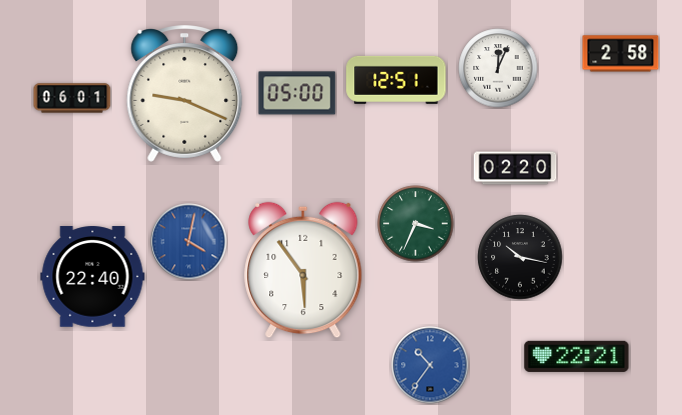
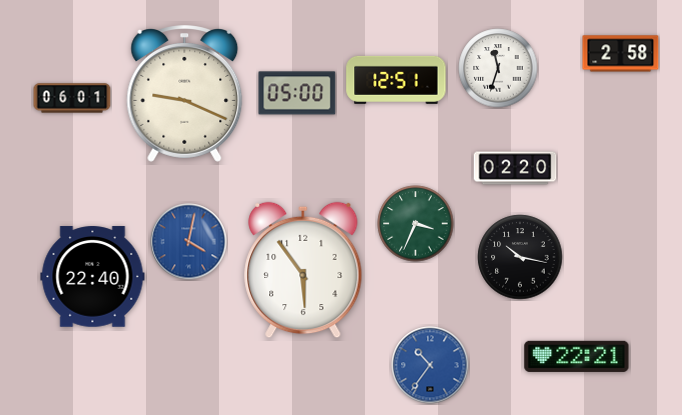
clock at (498, 68): 12:04 -> 11:33
